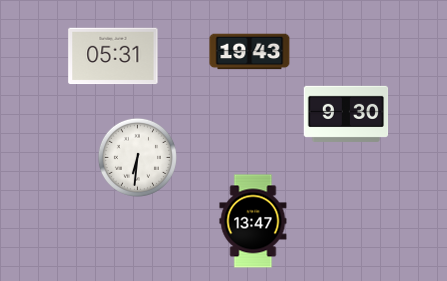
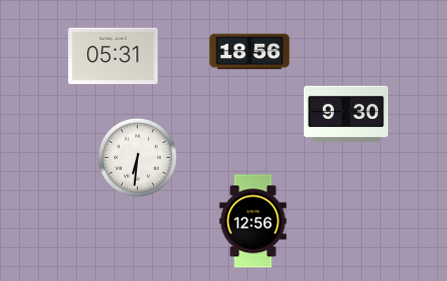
clock at (250, 52): 19:43 -> 18:56
clock at (253, 221): 13:47 -> 12:56
